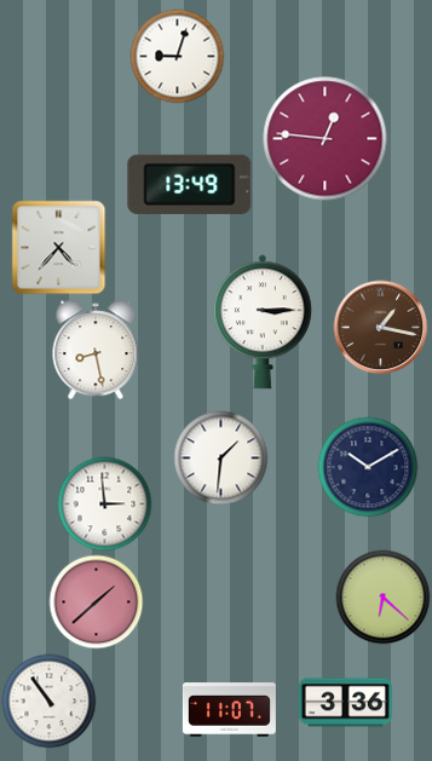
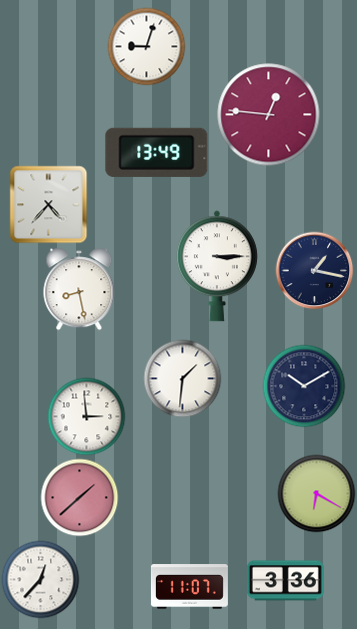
clock at (380, 327) dial: brown -> navy
clock at (382, 596): 6:22 -> 6:20
clock at (48, 701): 10:54 -> 12:37
